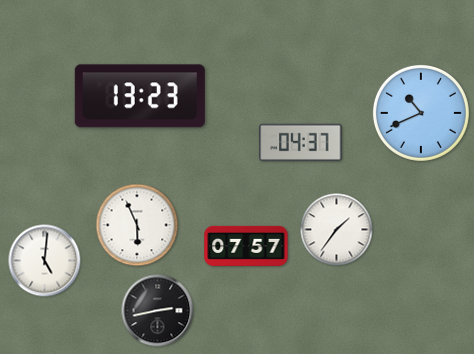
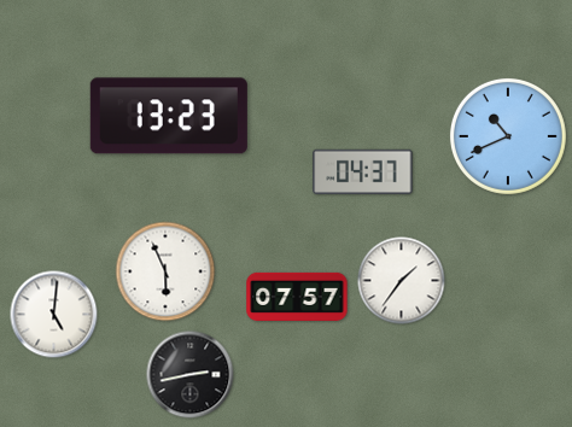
clock at (337, 230) position: (337, 230) -> (402, 281)
